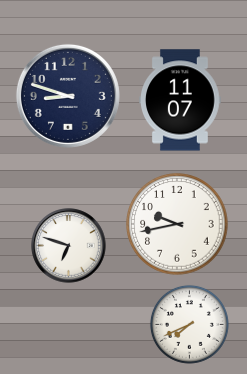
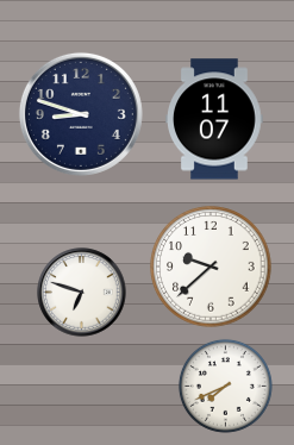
clock at (177, 224): 9:43 -> 9:38
